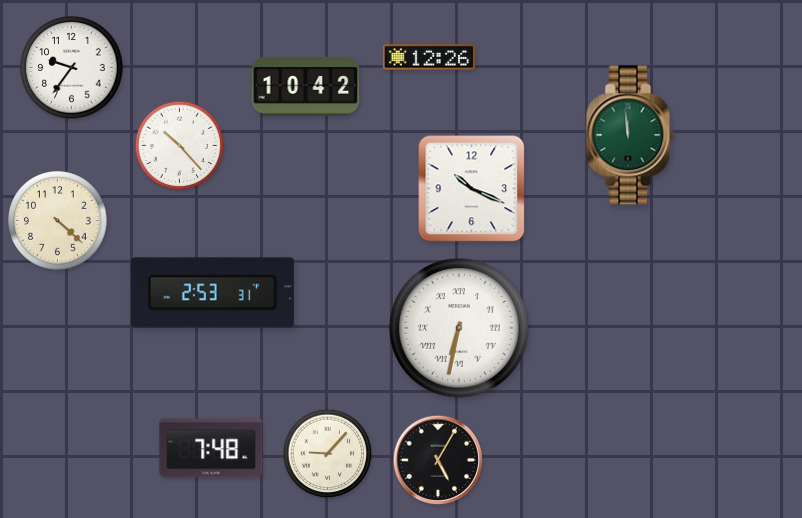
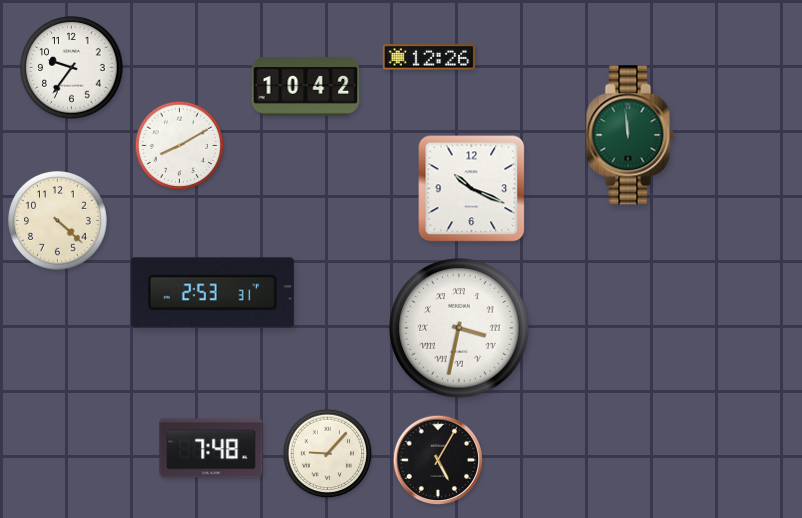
clock at (180, 146): 10:23 -> 8:10
clock at (459, 328): 6:32 -> 3:32
